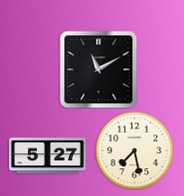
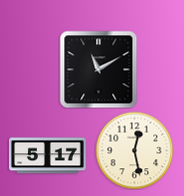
clock at (134, 150): 7:28 -> 12:28
clock at (48, 156): 5:27 -> 5:17
